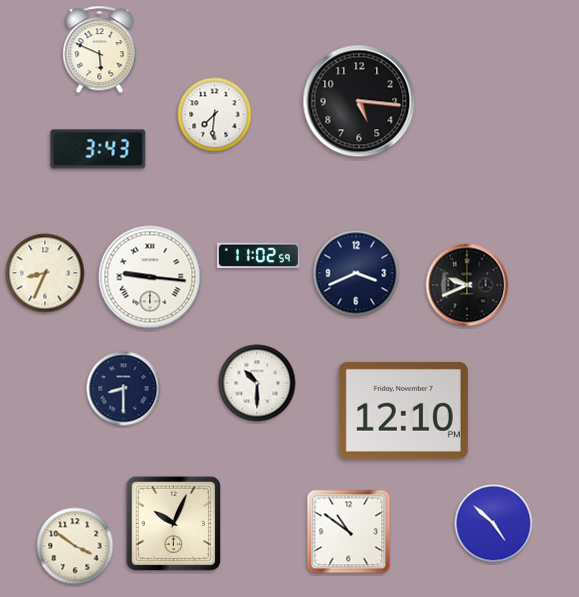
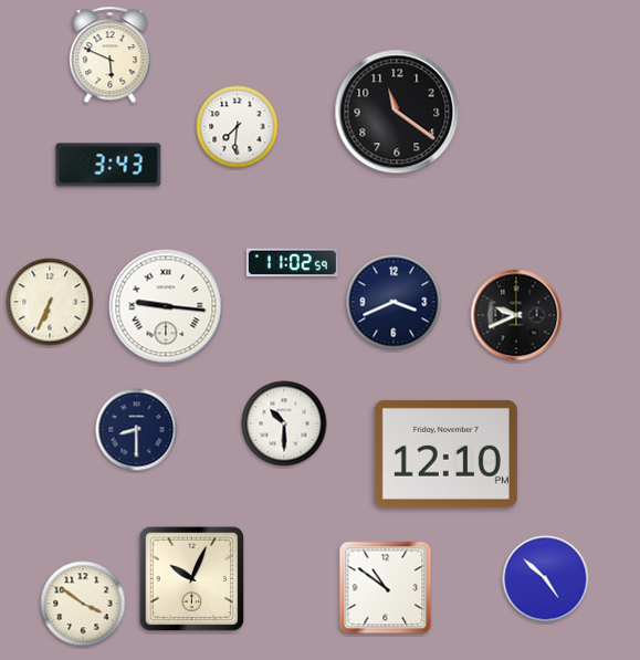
clock at (359, 101): 5:16 -> 11:21
clock at (258, 256) position: (258, 256) -> (292, 263)
clock at (45, 273): 8:34 -> 6:34
